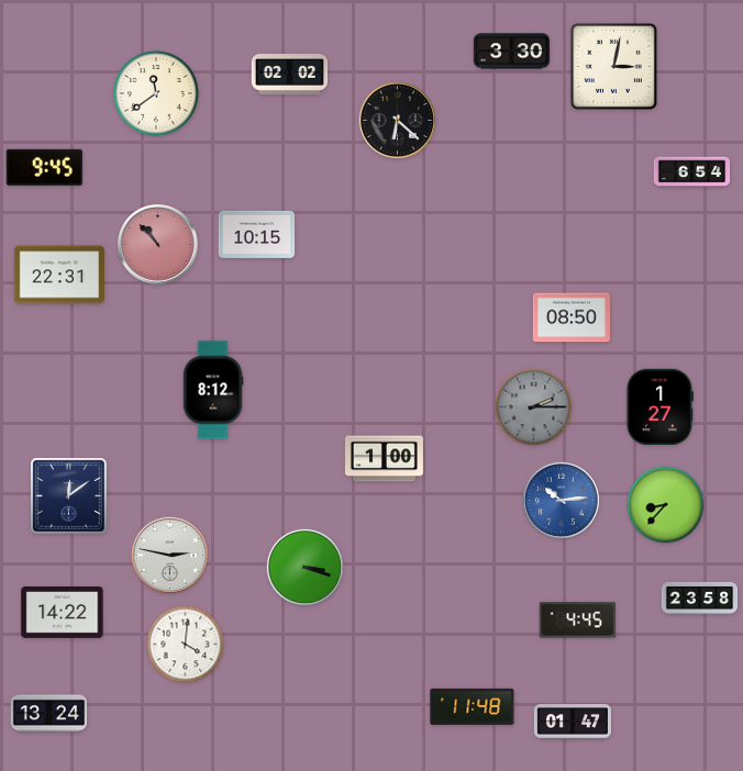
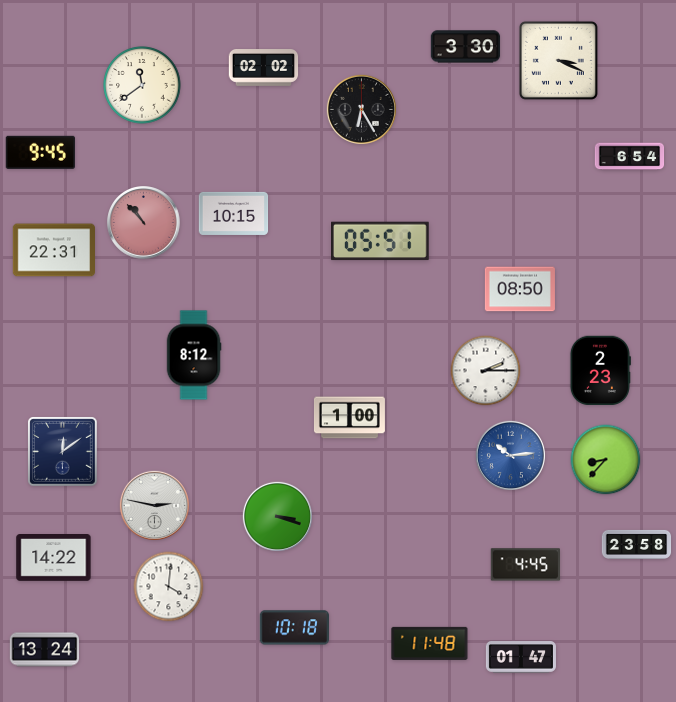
clock at (613, 66): 3:02 -> 3:19
clock at (397, 120): 6:22 -> 6:25
clock at (381, 241): none -> 05:51
clock at (659, 406): 1:27 -> 2:23
clock at (534, 407) dial: grey -> white
clock at (63, 613) position: (63, 613) -> (54, 558)
clock at (294, 628): none -> 10:18
